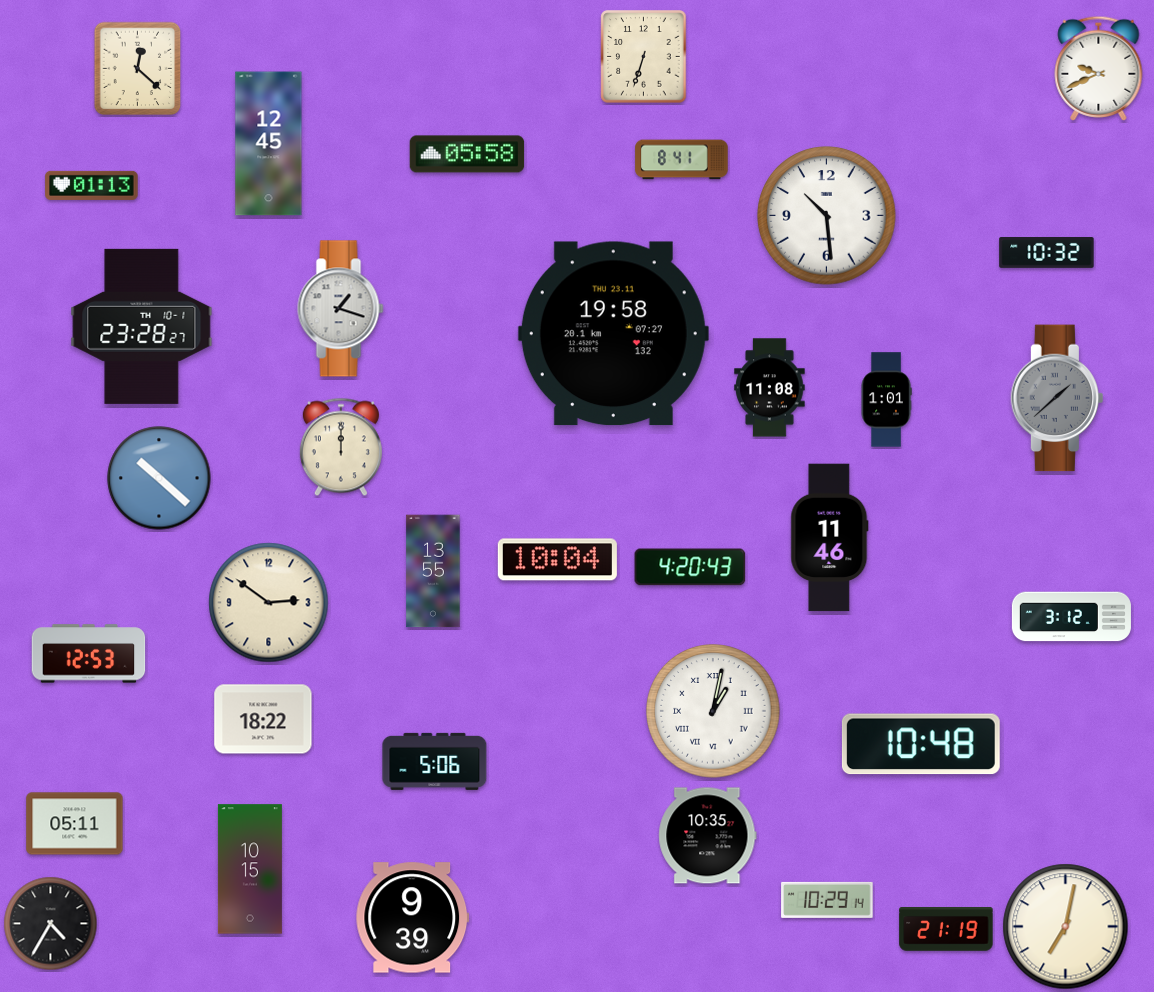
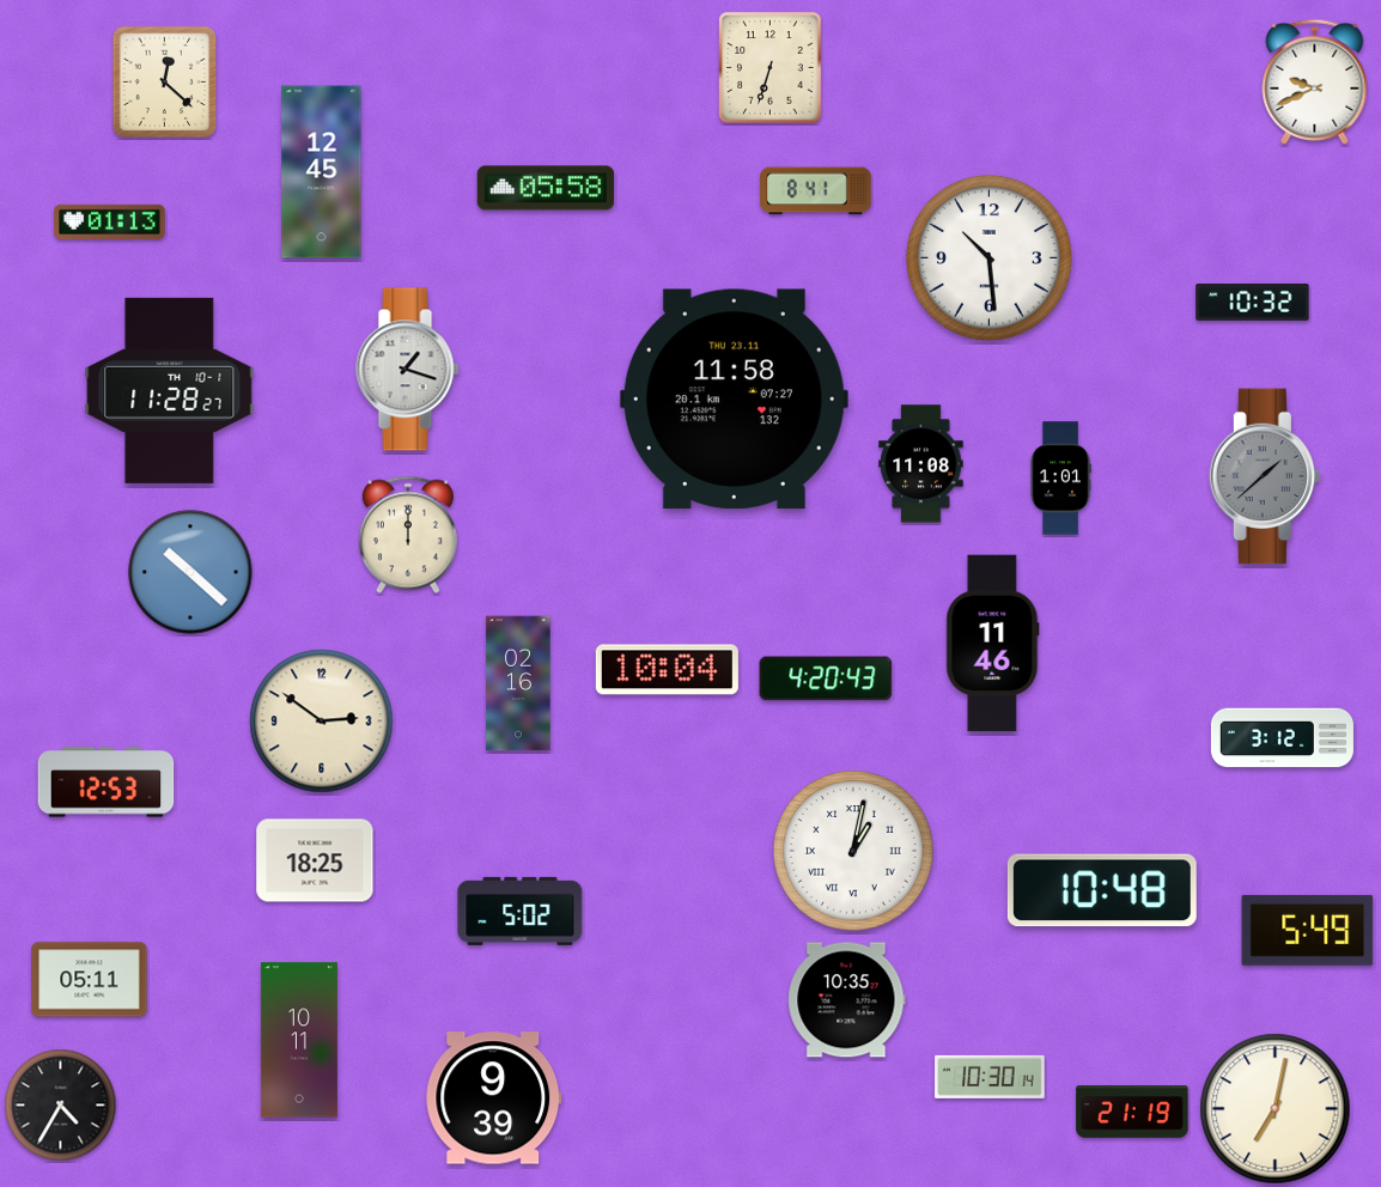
clock at (467, 154) position: (467, 154) -> (546, 188)
clock at (142, 326): 23:28 -> 11:28
clock at (613, 334): 19:58 -> 11:58
clock at (433, 571): 13:55 -> 02:16
clock at (263, 719): 18:22 -> 18:25
clock at (435, 761): 5:06 -> 5:02
clock at (1308, 930): none -> 5:49
clock at (75, 824) position: (75, 824) -> (90, 980)
clock at (250, 869): 10:15 -> 10:11
clock at (827, 900): 10:29 -> 10:30
